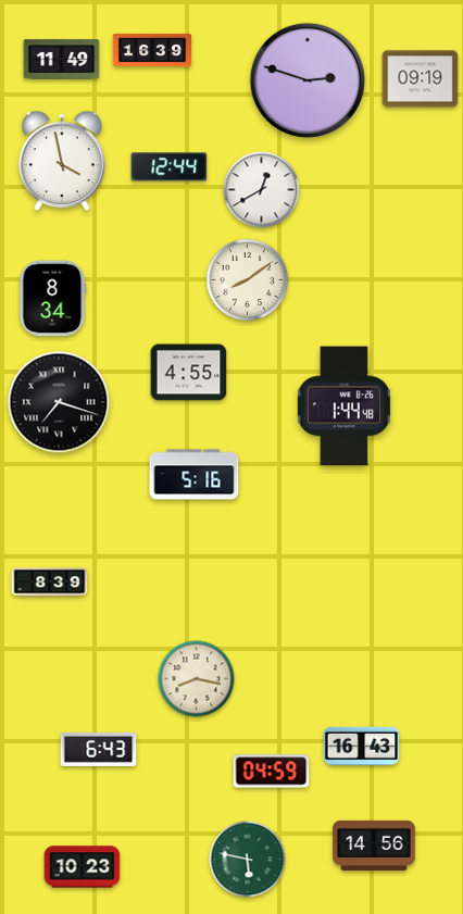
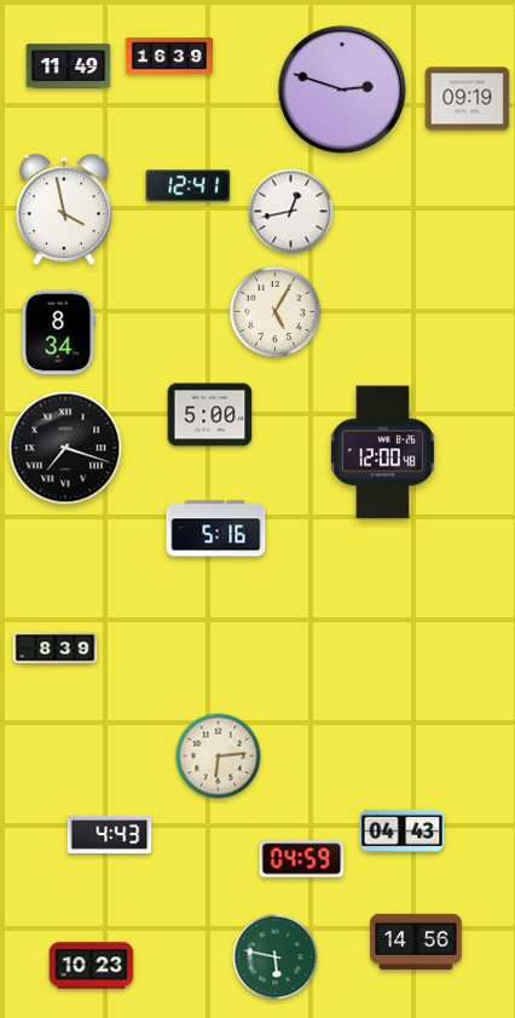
clock at (421, 79) position: (421, 79) -> (468, 99)
clock at (62, 161) position: (62, 161) -> (64, 209)
clock at (170, 167): 12:44 -> 12:41
clock at (262, 190): 12:40 -> 12:43
clock at (248, 280): 8:09 -> 5:05
clock at (189, 373): 4:55 -> 5:00
clock at (343, 406): 1:44 -> 12:00
clock at (197, 679): 8:17 -> 6:14
clock at (362, 747): 16:43 -> 04:43
clock at (99, 749): 6:43 -> 4:43
